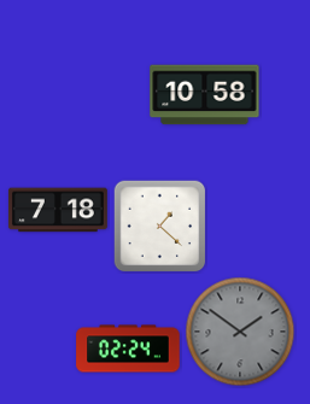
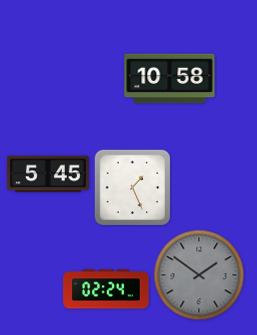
clock at (58, 210): 7:18 -> 5:45
clock at (159, 226): 1:22 -> 1:26
